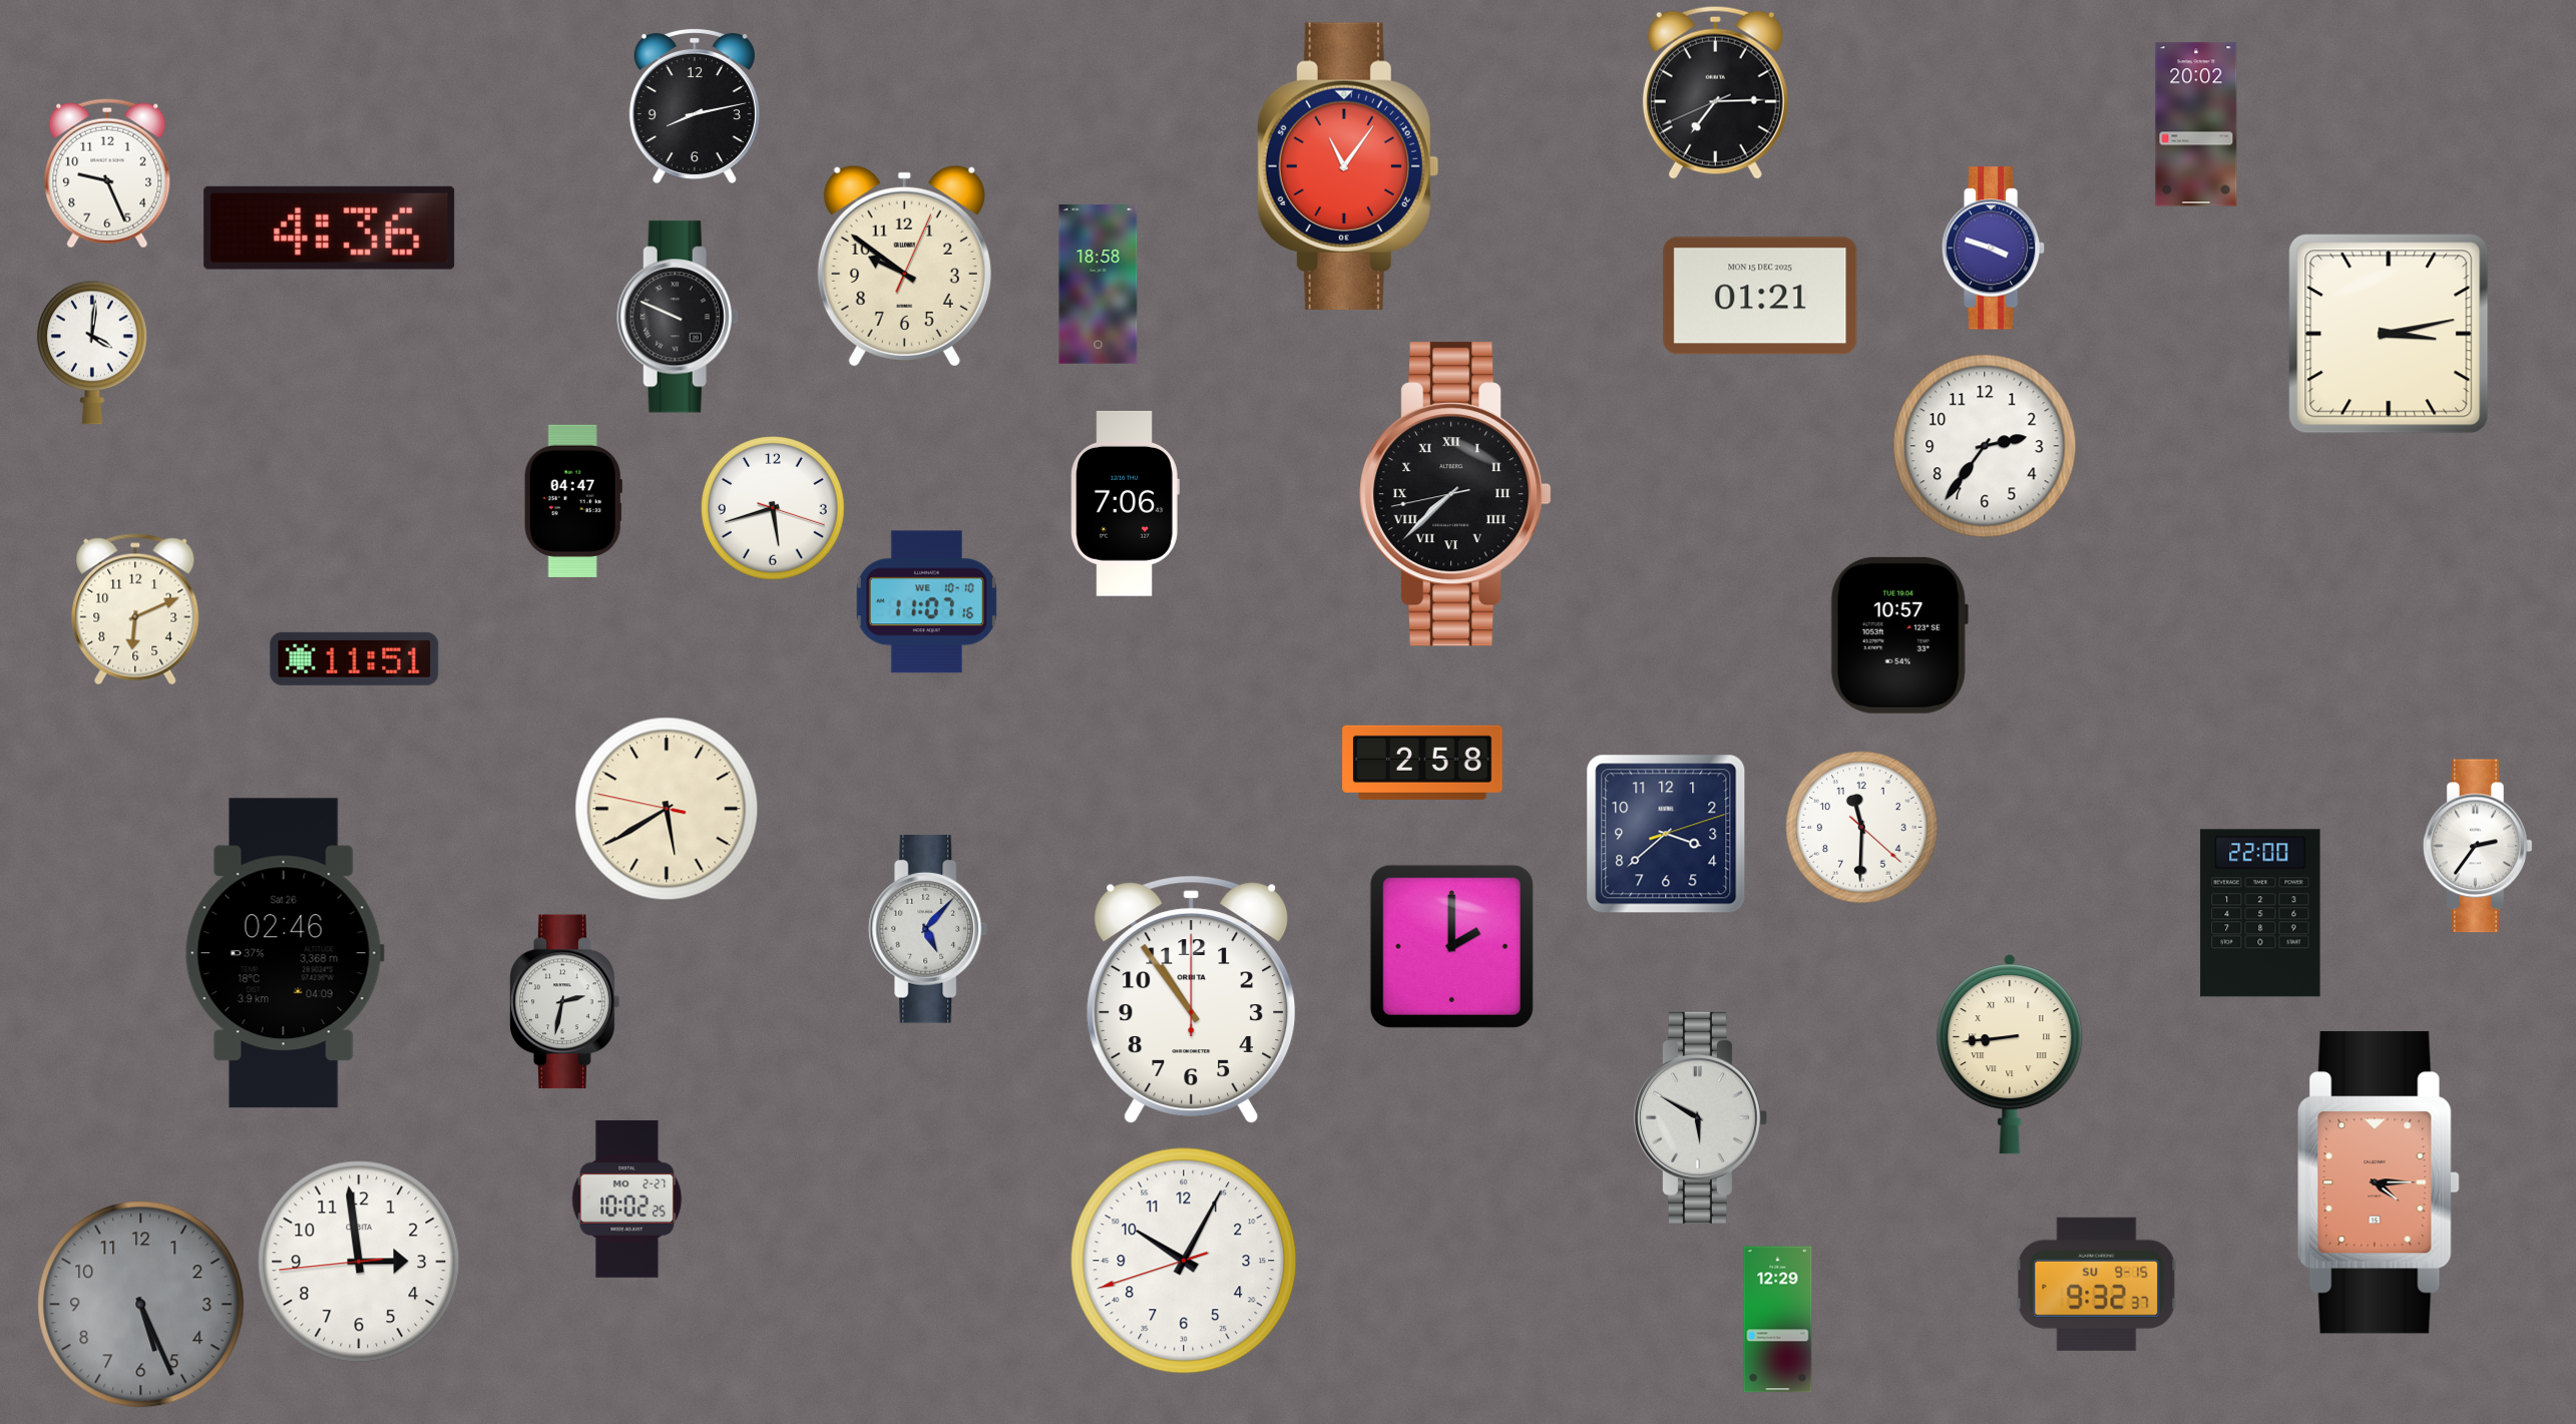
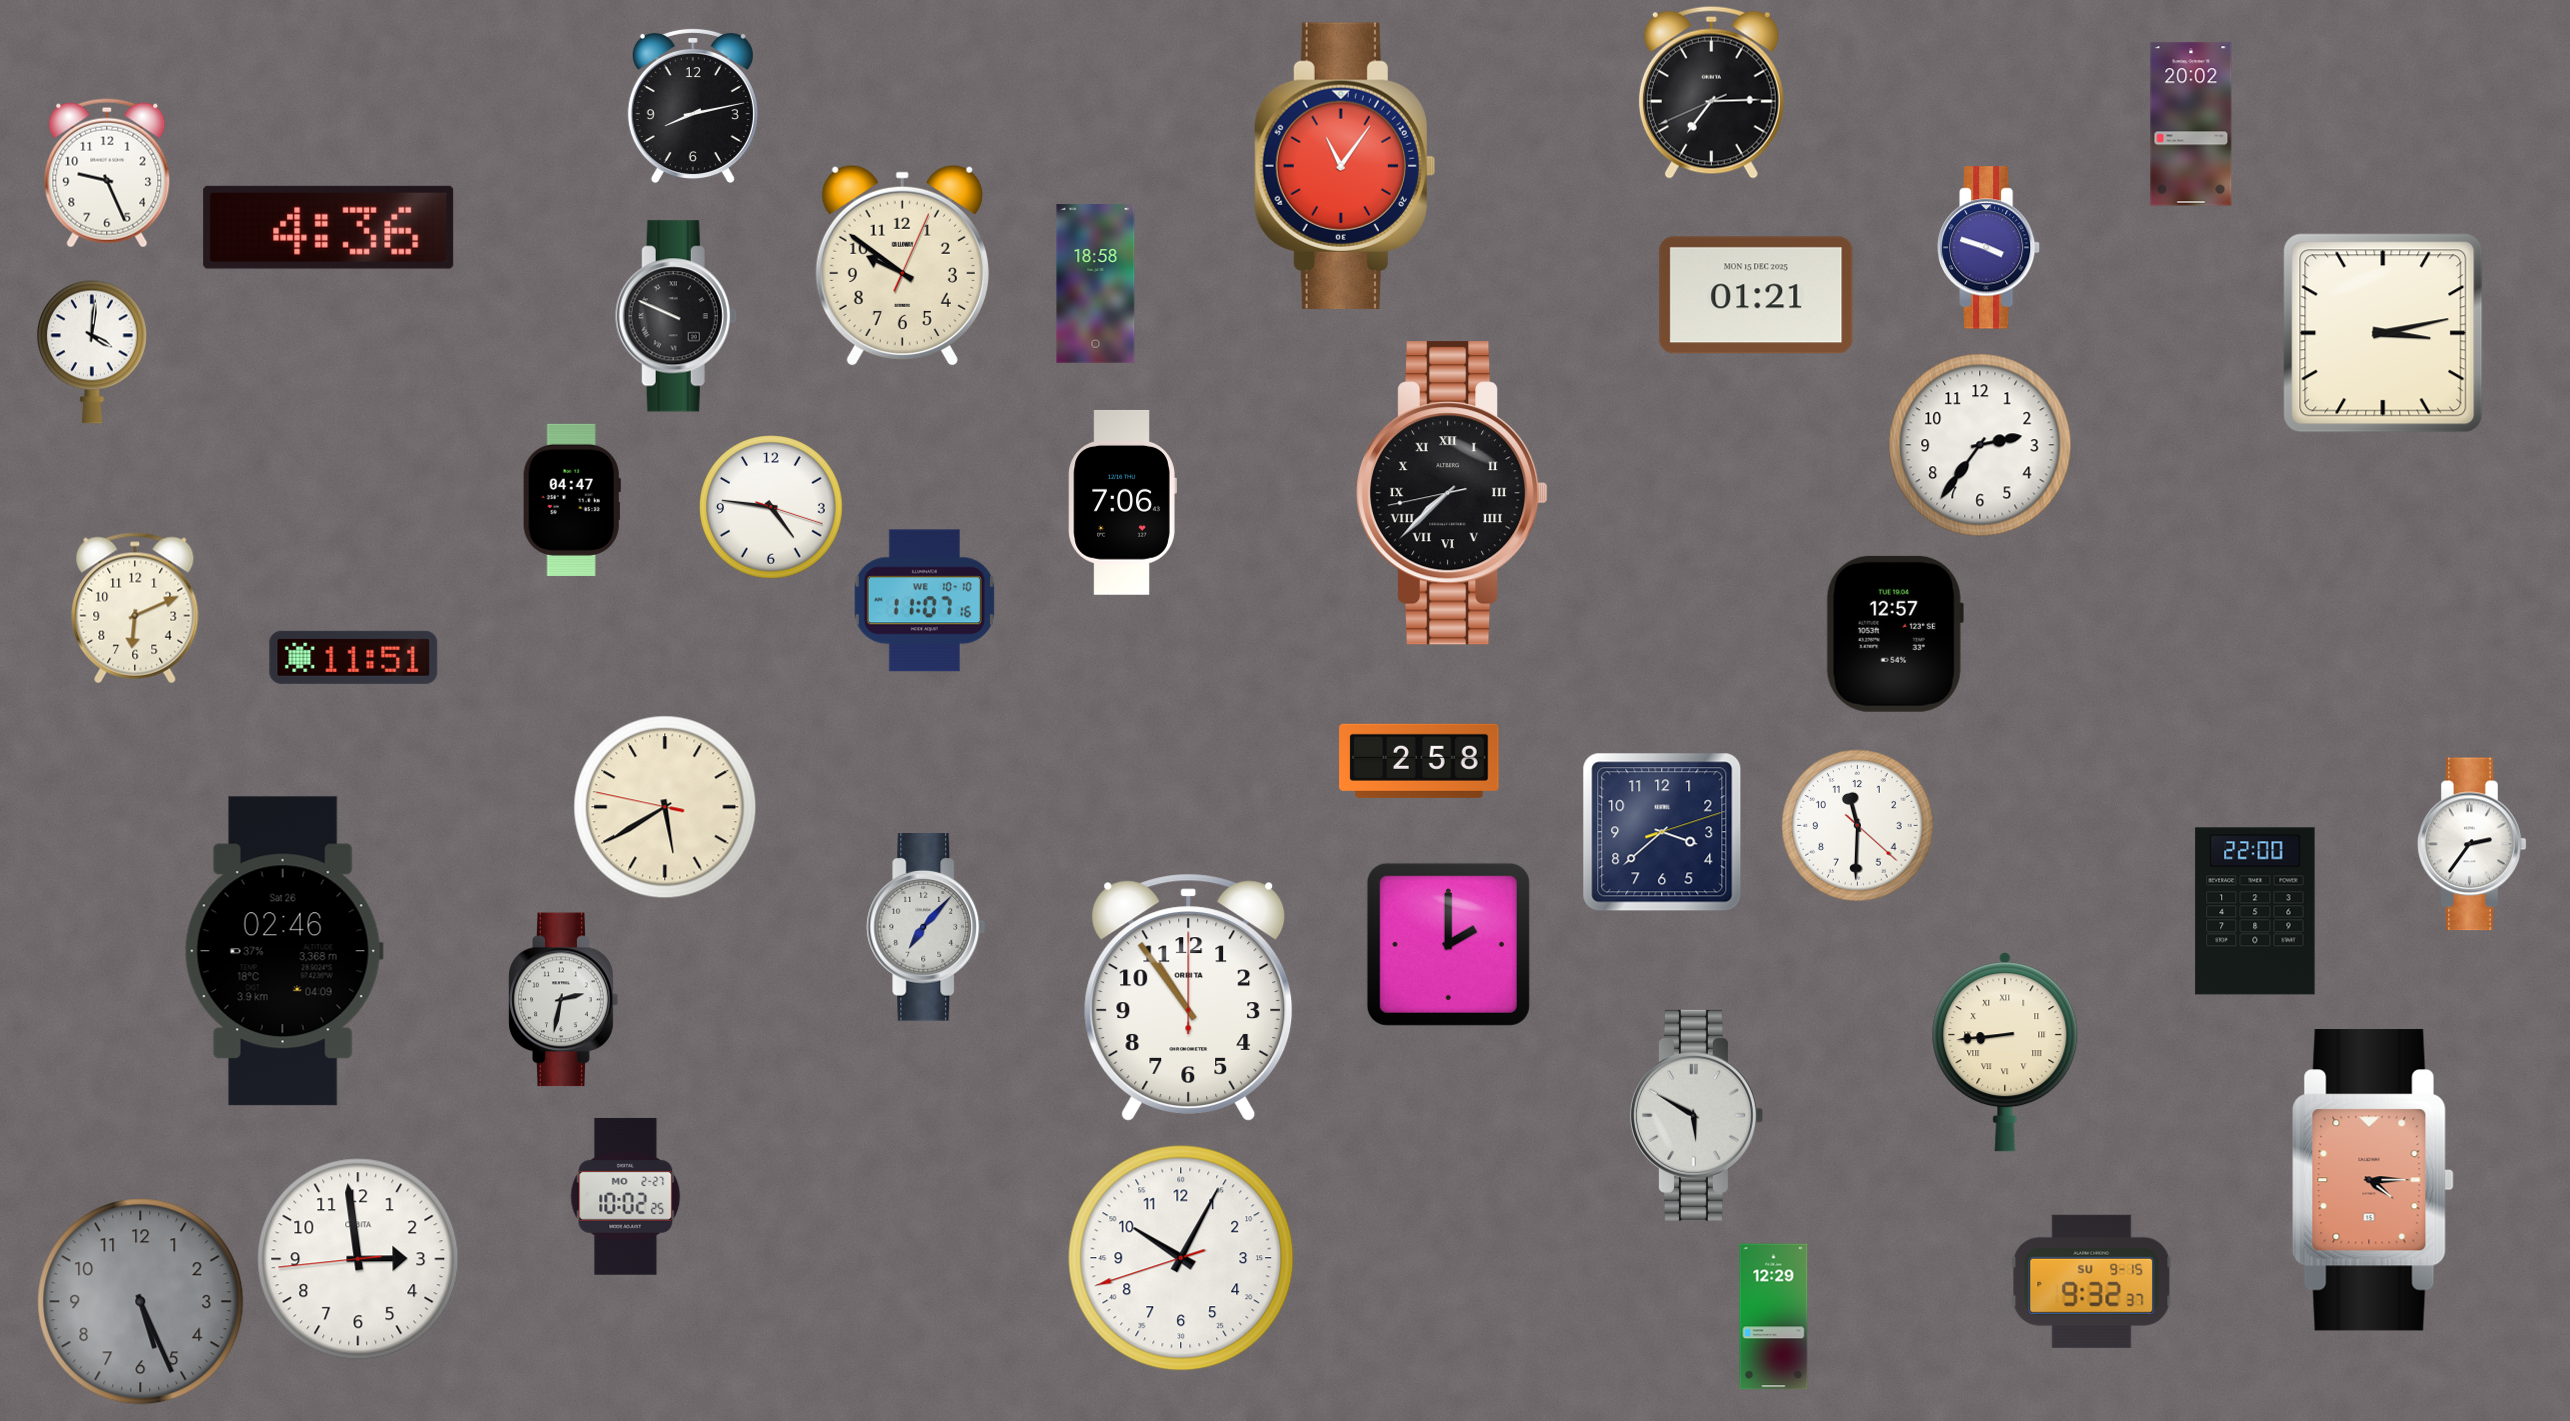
clock at (773, 508): 5:42 -> 4:46
clock at (1899, 635): 10:57 -> 12:57
clock at (928, 929): 5:07 -> 7:07
